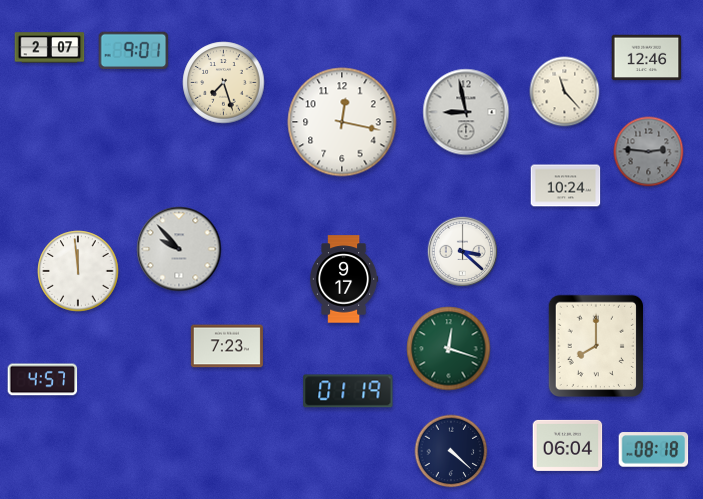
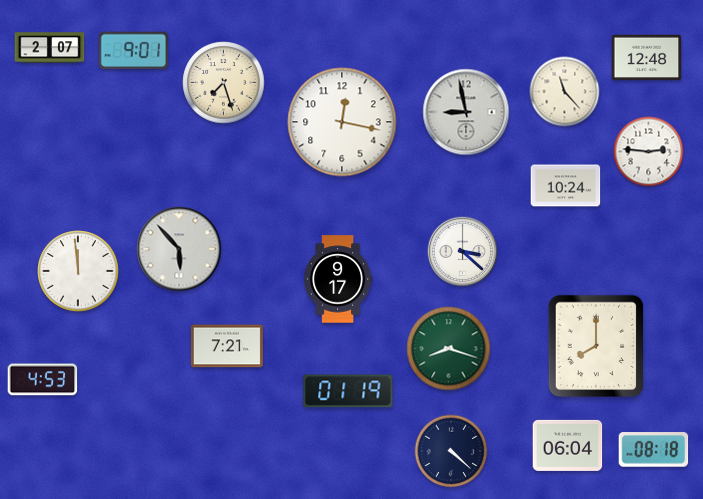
clock at (647, 58): 12:46 -> 12:48
clock at (649, 152) dial: grey -> white
clock at (179, 249): 9:53 -> 5:53
clock at (345, 279) position: (345, 279) -> (339, 279)
clock at (227, 346): 7:23 -> 7:21
clock at (449, 349): 12:18 -> 8:18
clock at (43, 380): 4:57 -> 4:53
